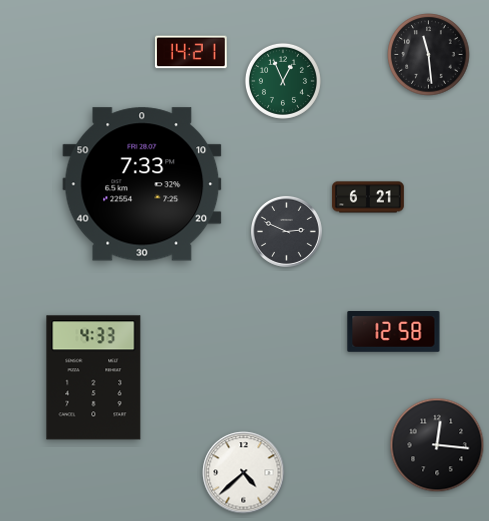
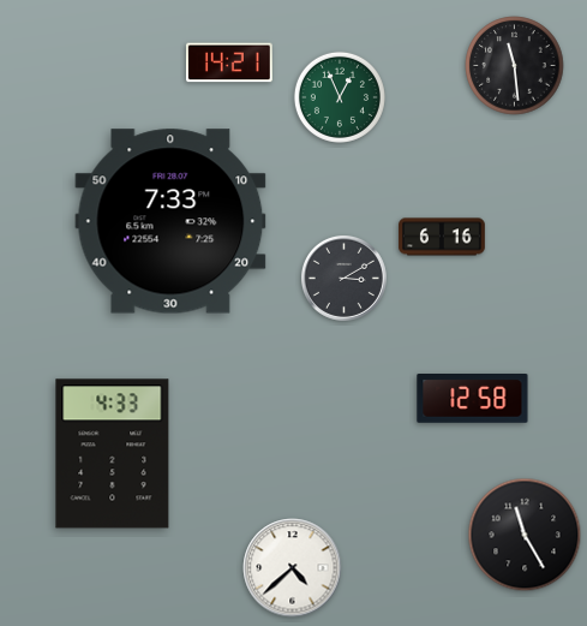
clock at (368, 197): 6:21 -> 6:16
clock at (286, 231): 2:49 -> 3:10
clock at (437, 445): 12:16 -> 11:25
